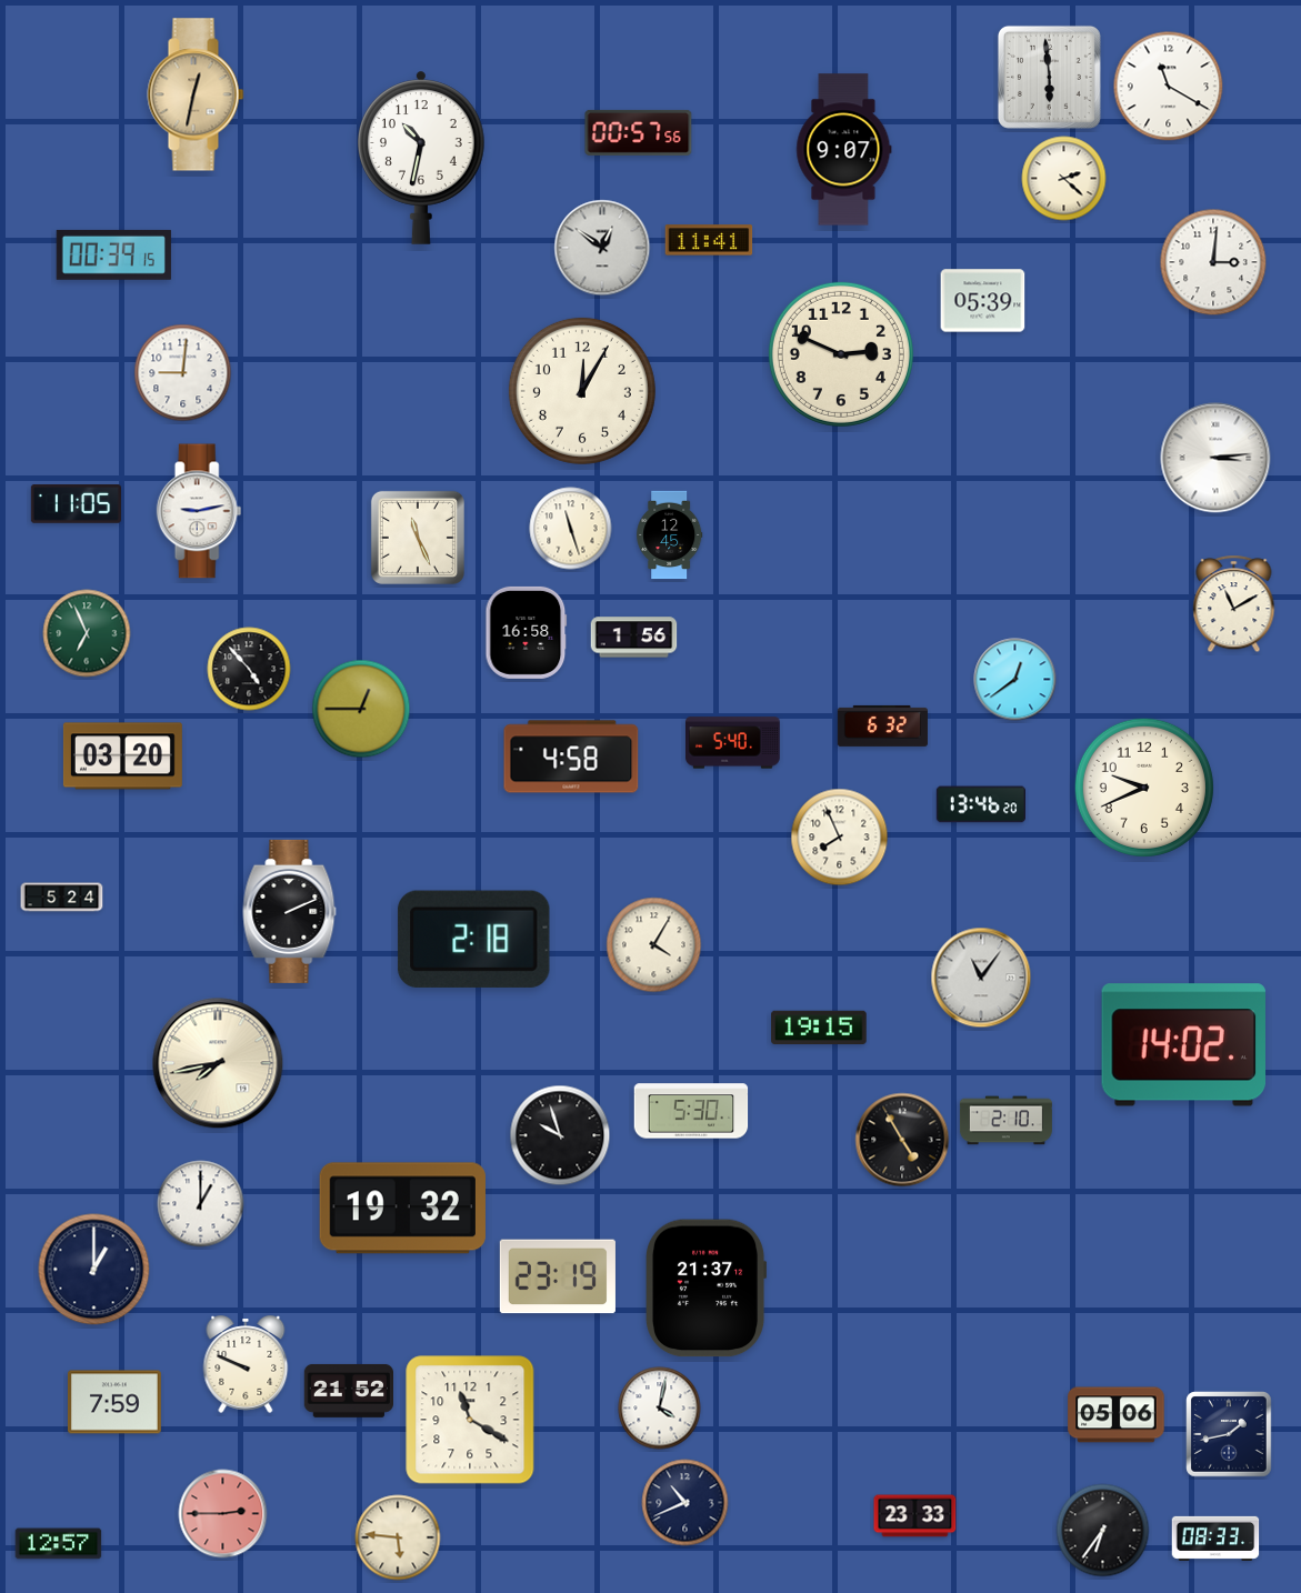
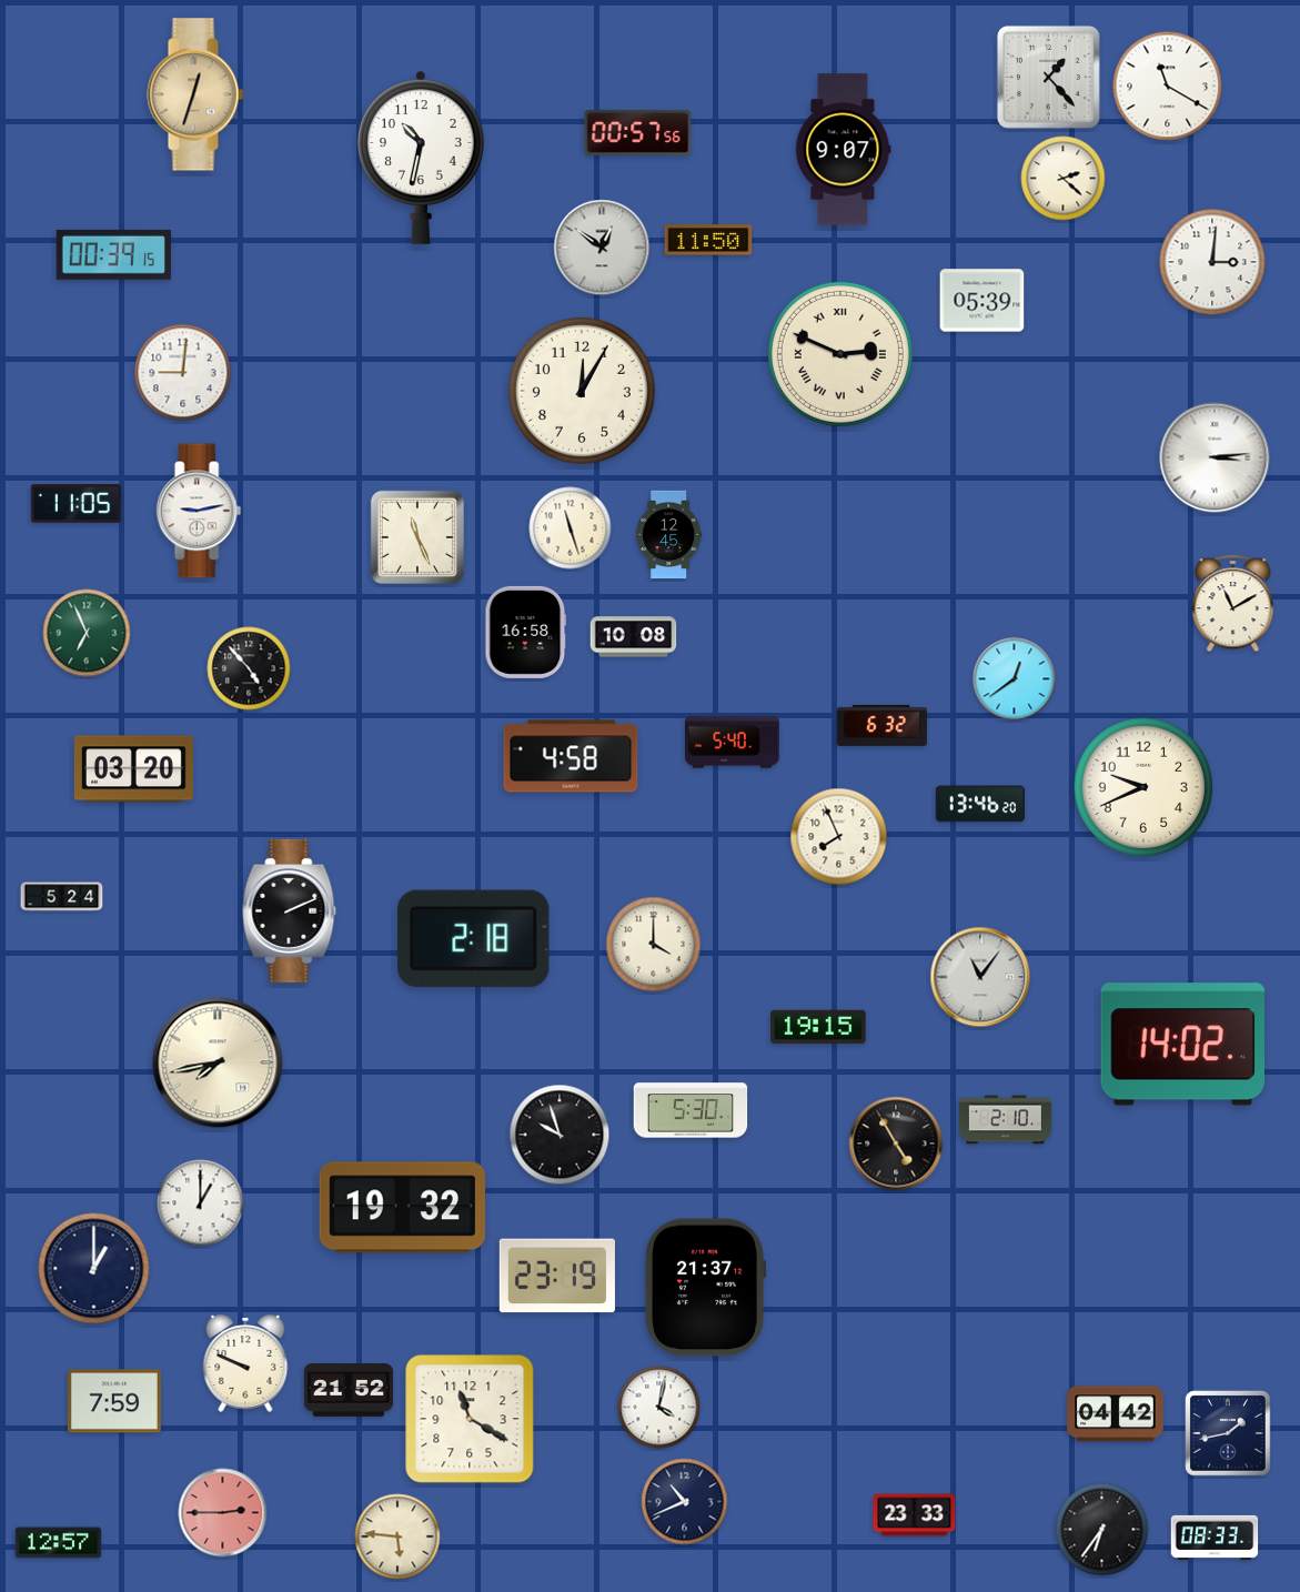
clock at (1049, 77): 5:59 -> 1:23
clock at (196, 94): 12:32 -> 12:33
clock at (709, 240): 11:41 -> 11:50
clock at (841, 354) numerals: Arabic -> Roman
clock at (634, 638): 1:56 -> 10:08
clock at (361, 709): 12:45 -> none
clock at (122, 757) position: (122, 757) -> (133, 769)
clock at (654, 945): 4:05 -> 4:00
clock at (902, 1140) position: (902, 1140) -> (896, 1143)
clock at (1117, 1415): 05:06 -> 04:42
